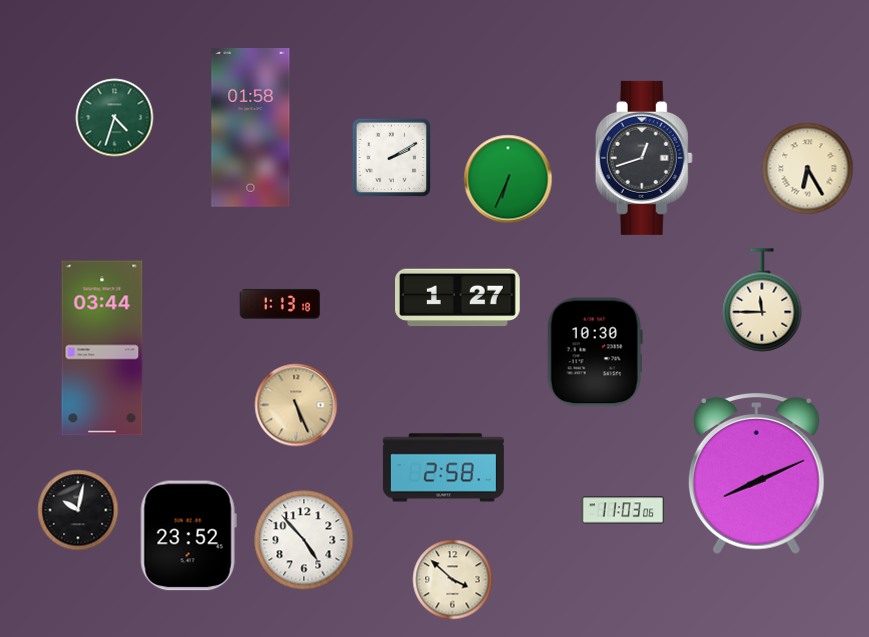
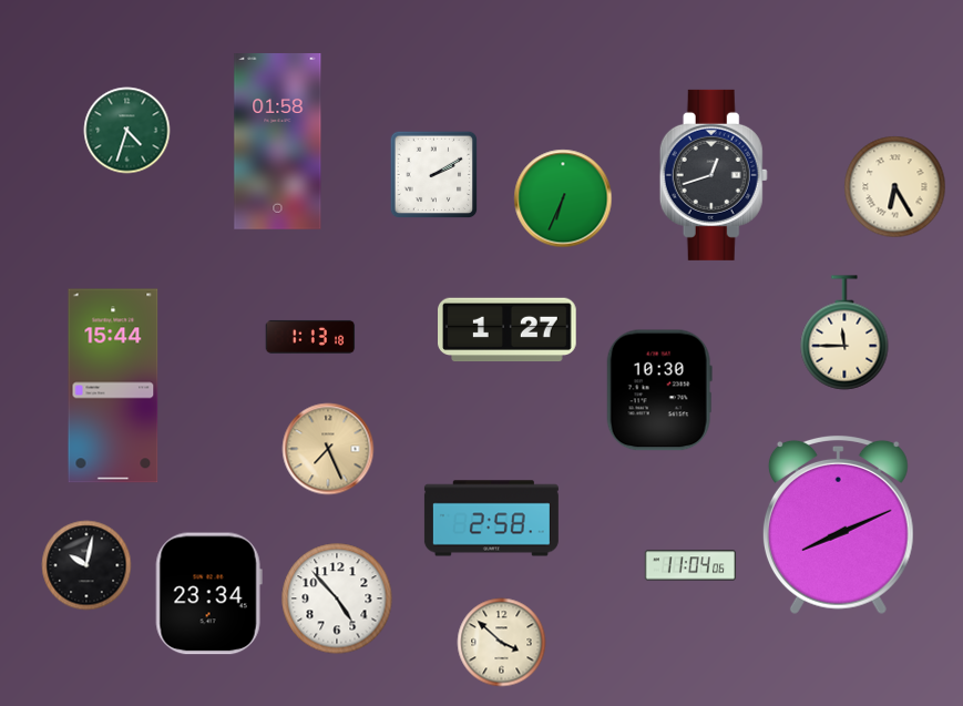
clock at (102, 348): 03:44 -> 15:44
clock at (296, 405): 5:26 -> 7:26
clock at (623, 510): 11:03 -> 11:04
clock at (188, 536): 23:52 -> 23:34
